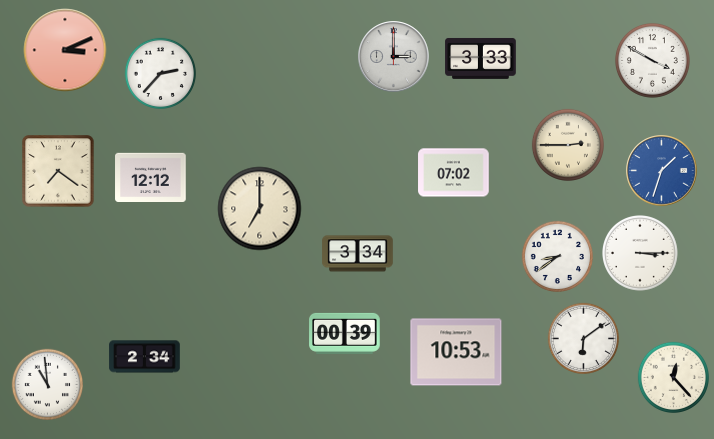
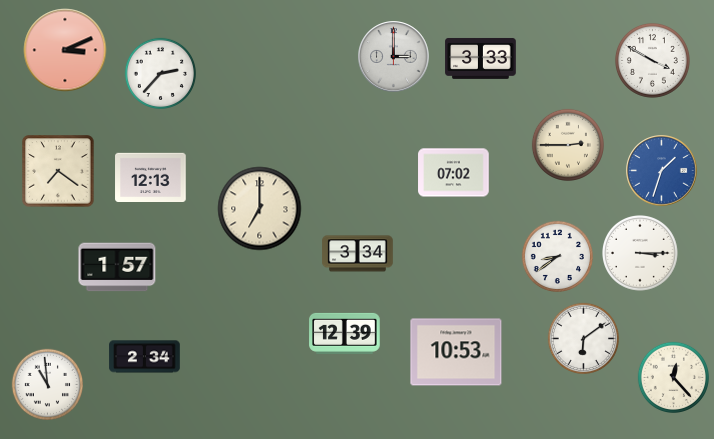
clock at (151, 177): 12:12 -> 12:13
clock at (117, 267): none -> 1:57
clock at (345, 333): 00:39 -> 12:39
